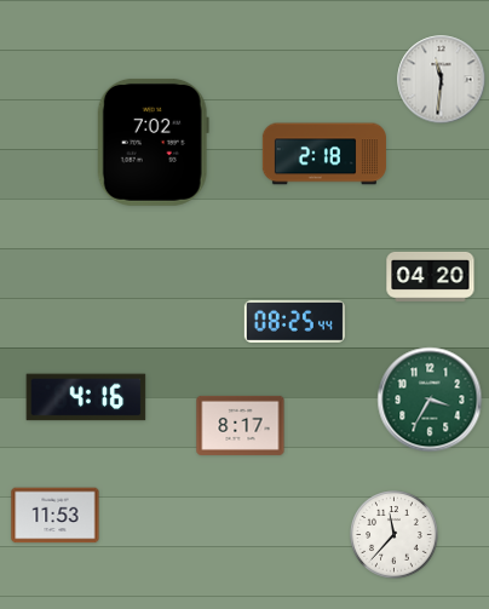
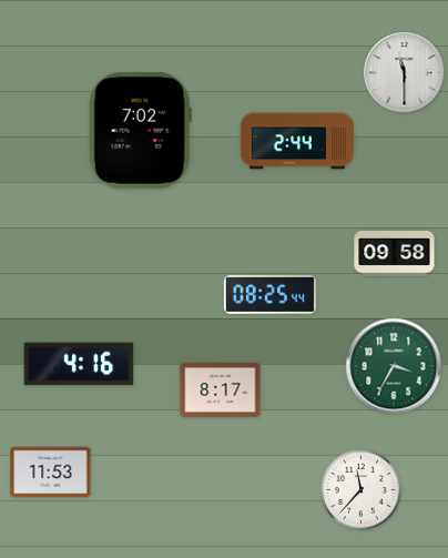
clock at (442, 80): 11:31 -> 11:30
clock at (324, 154): 2:18 -> 2:44
clock at (431, 276): 04:20 -> 09:58
